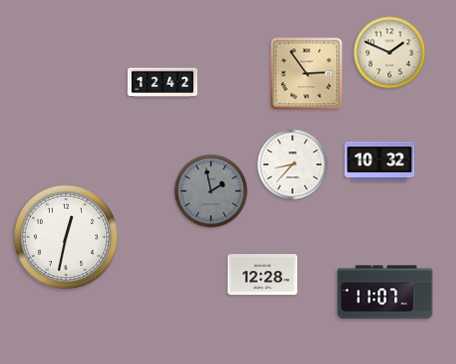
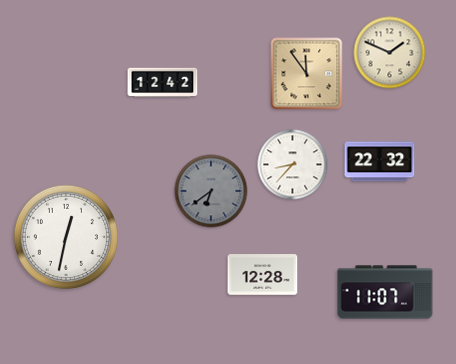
clock at (307, 74): 2:54 -> 11:54
clock at (380, 162): 10:32 -> 22:32
clock at (211, 191): 1:58 -> 6:39
